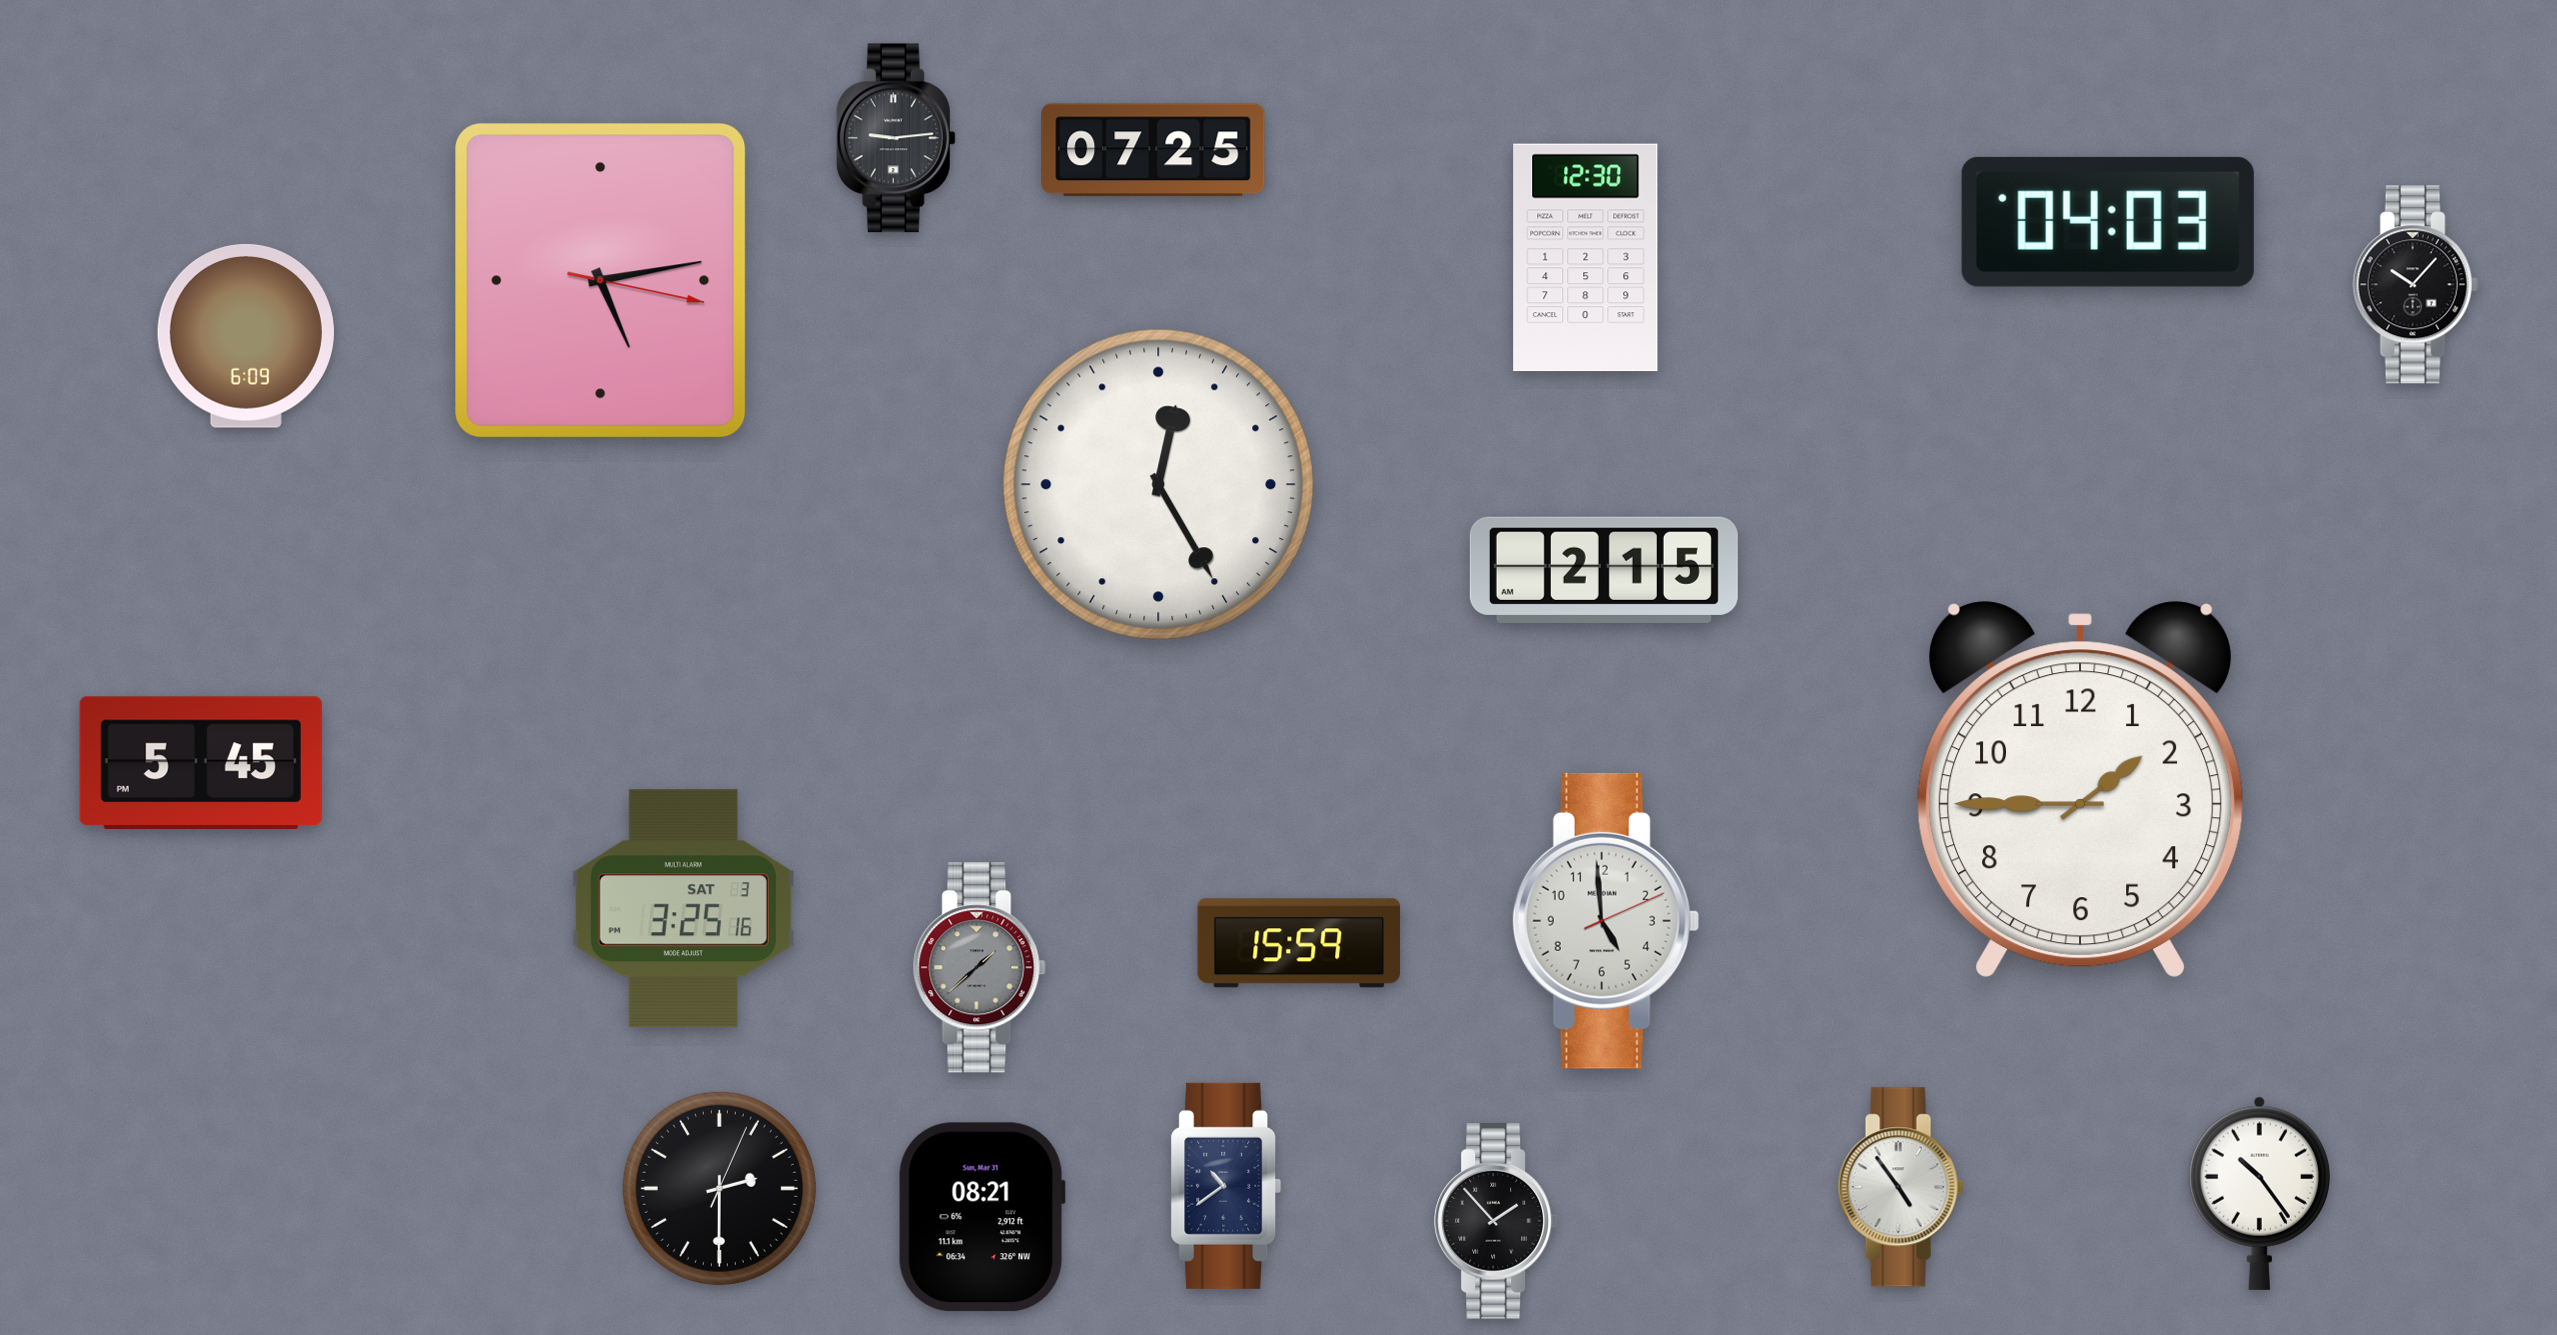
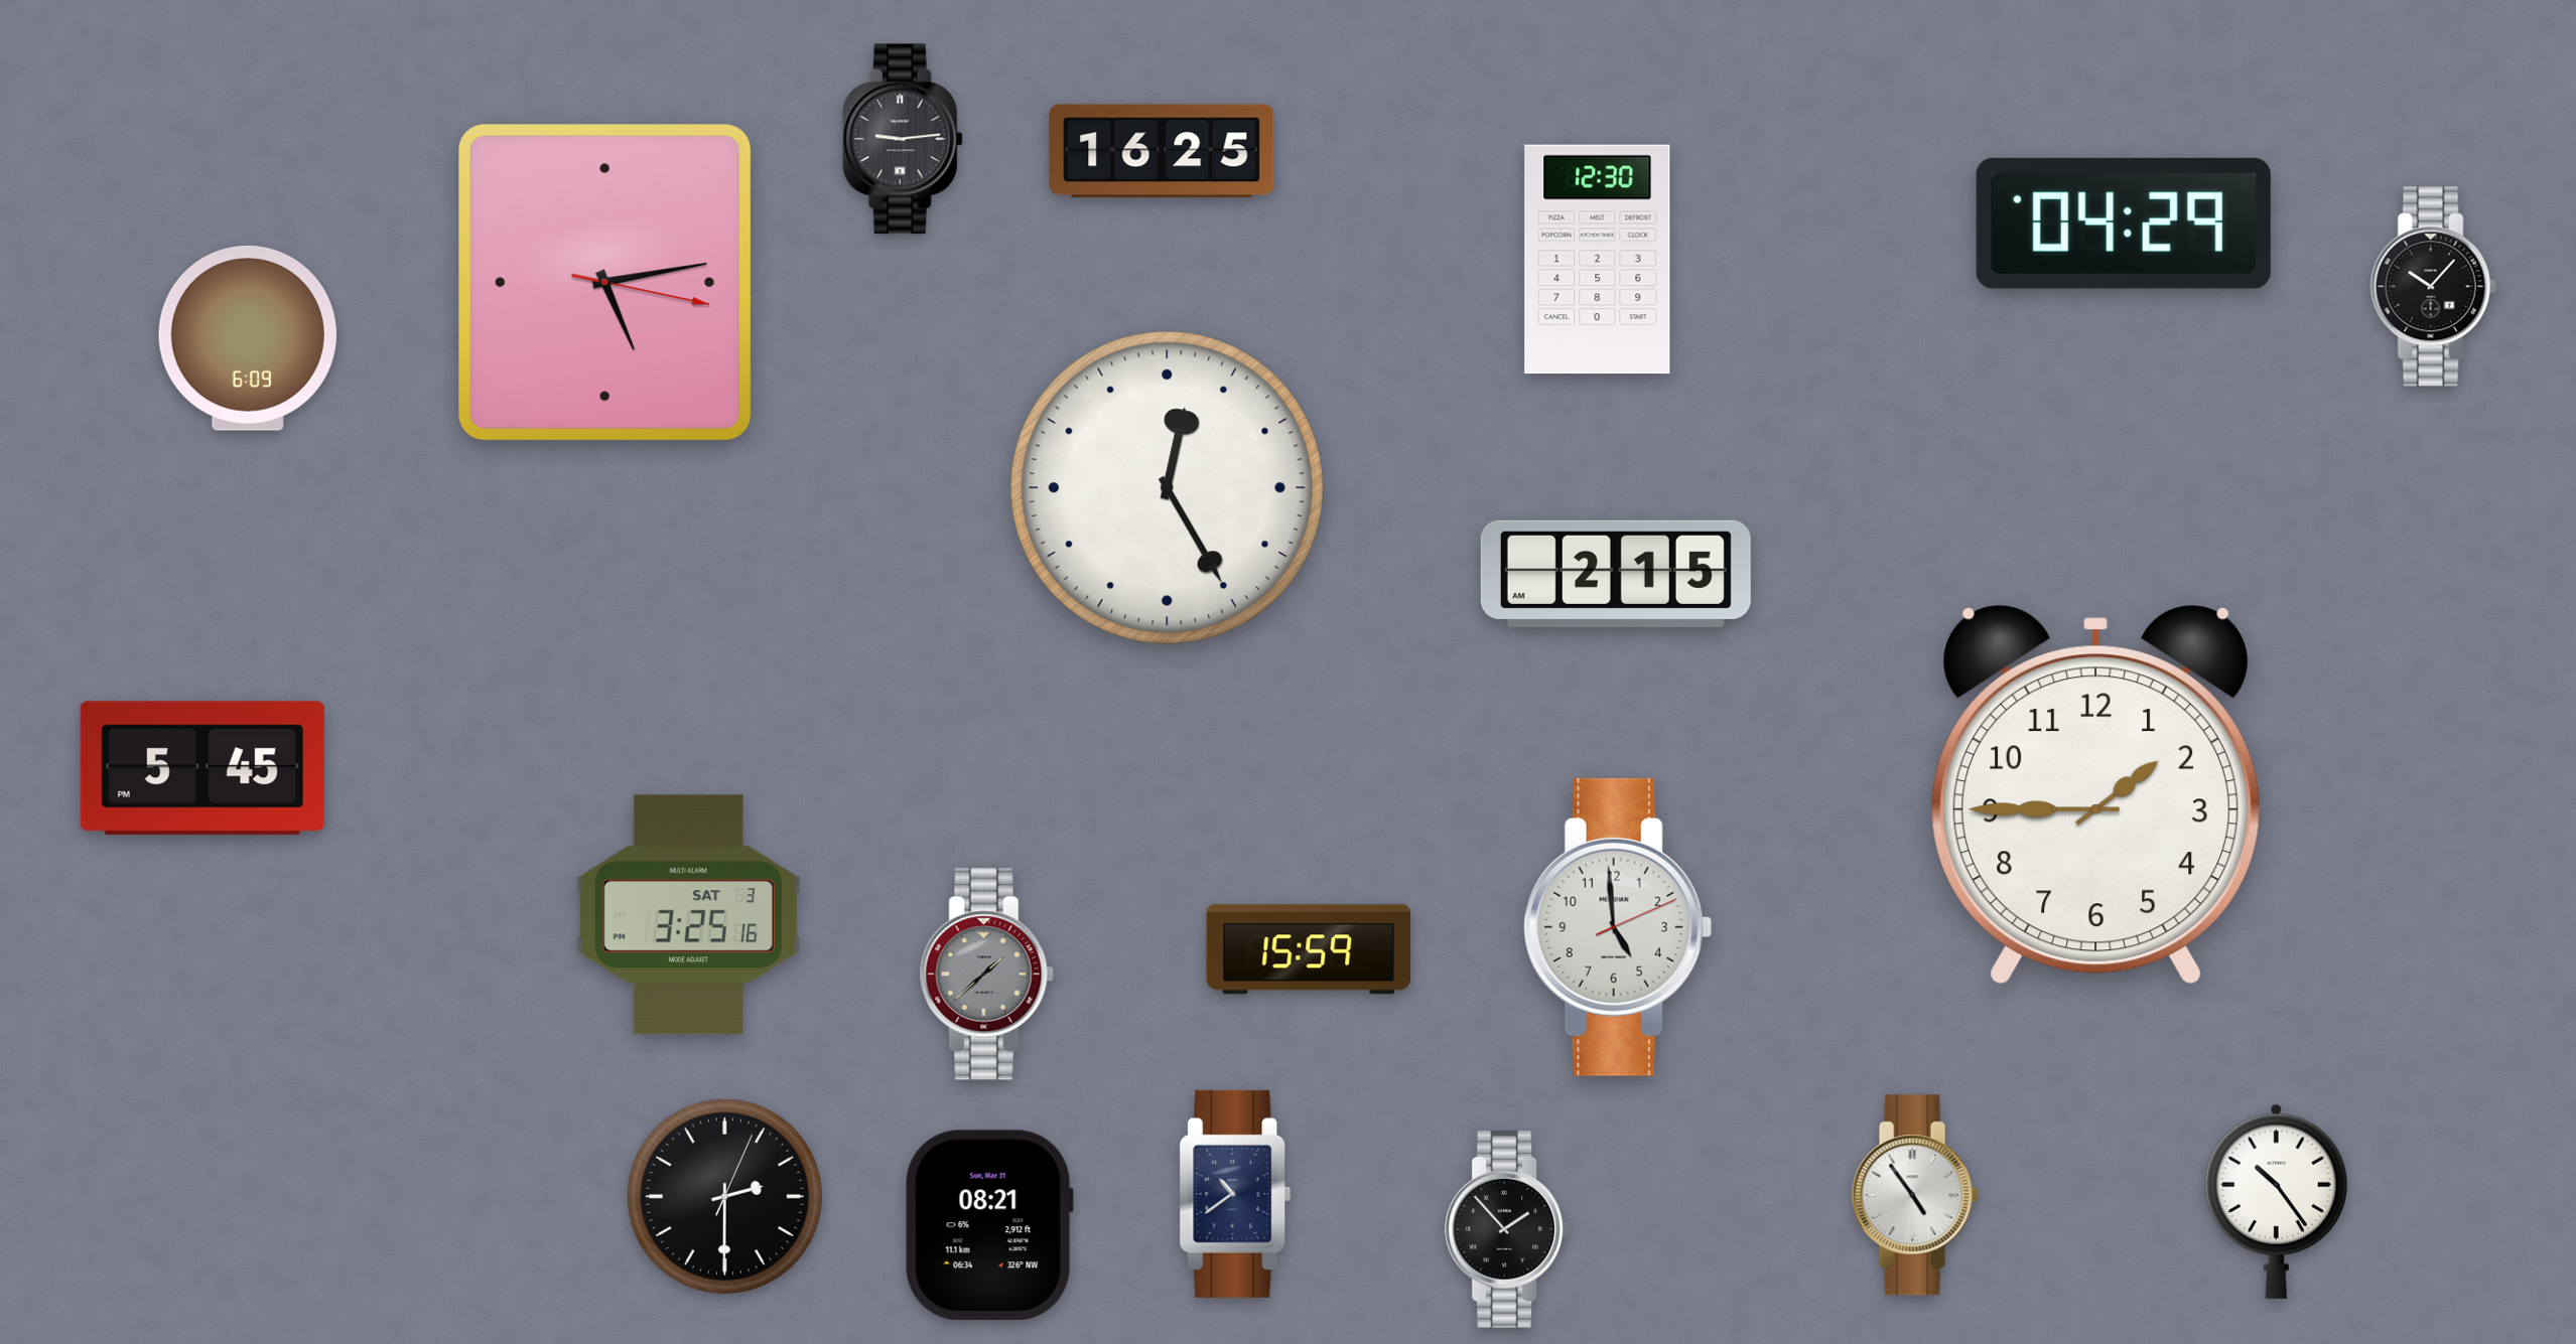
clock at (1153, 150): 07:25 -> 16:25
clock at (2108, 222): 04:03 -> 04:29
